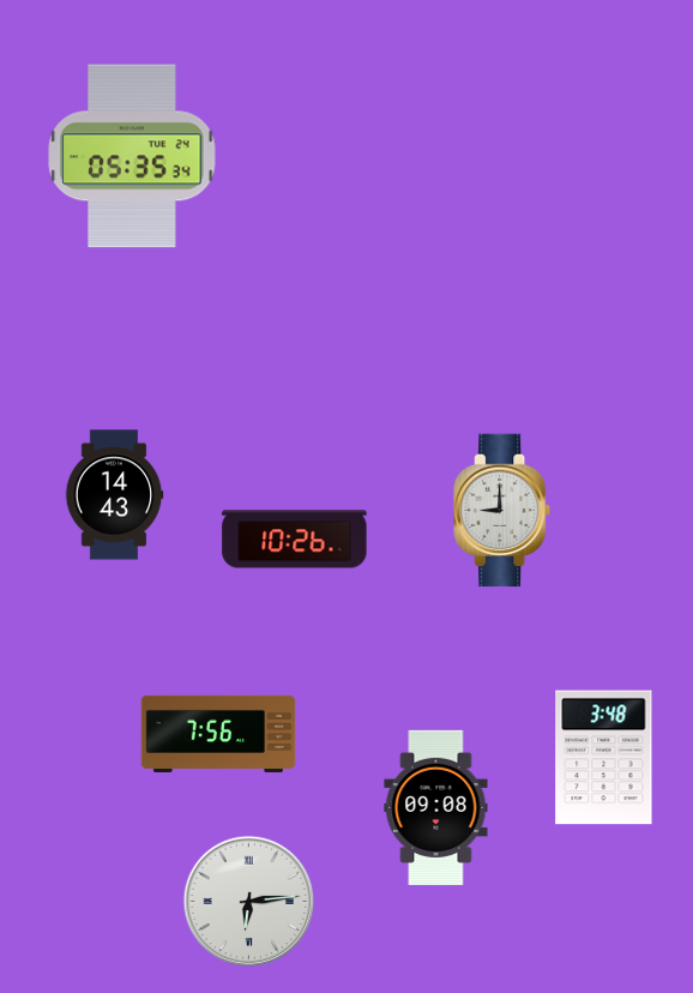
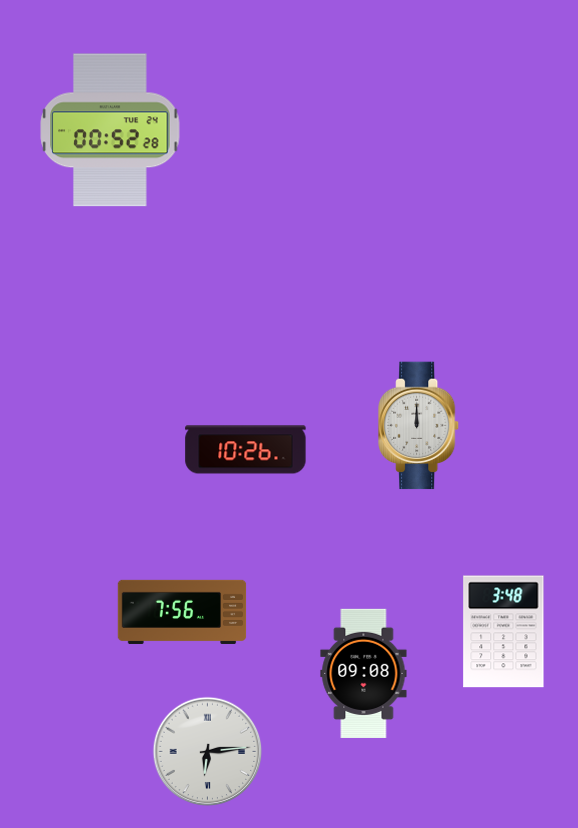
clock at (132, 156): 05:35 -> 00:52
clock at (114, 495): 14:43 -> none
clock at (504, 511): 9:00 -> 12:00
